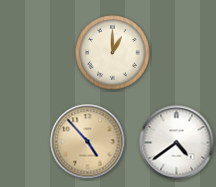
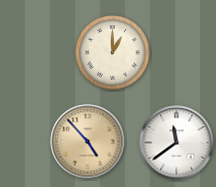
clock at (177, 143): 4:39 -> 11:39
